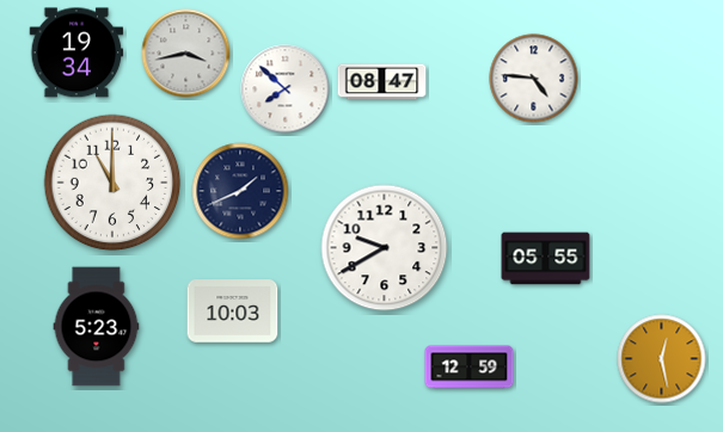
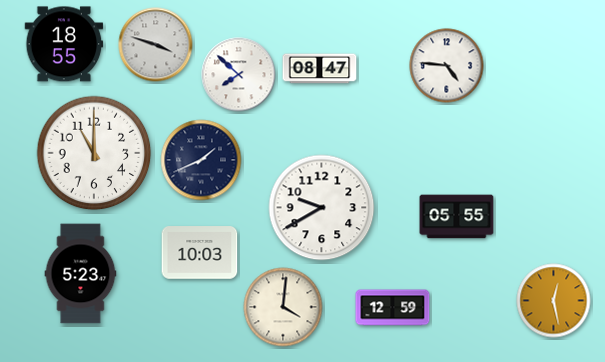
clock at (76, 53): 19:34 -> 18:55
clock at (186, 54): 3:43 -> 3:48
clock at (233, 311) position: (233, 311) -> (200, 253)
clock at (283, 307): none -> 4:01
